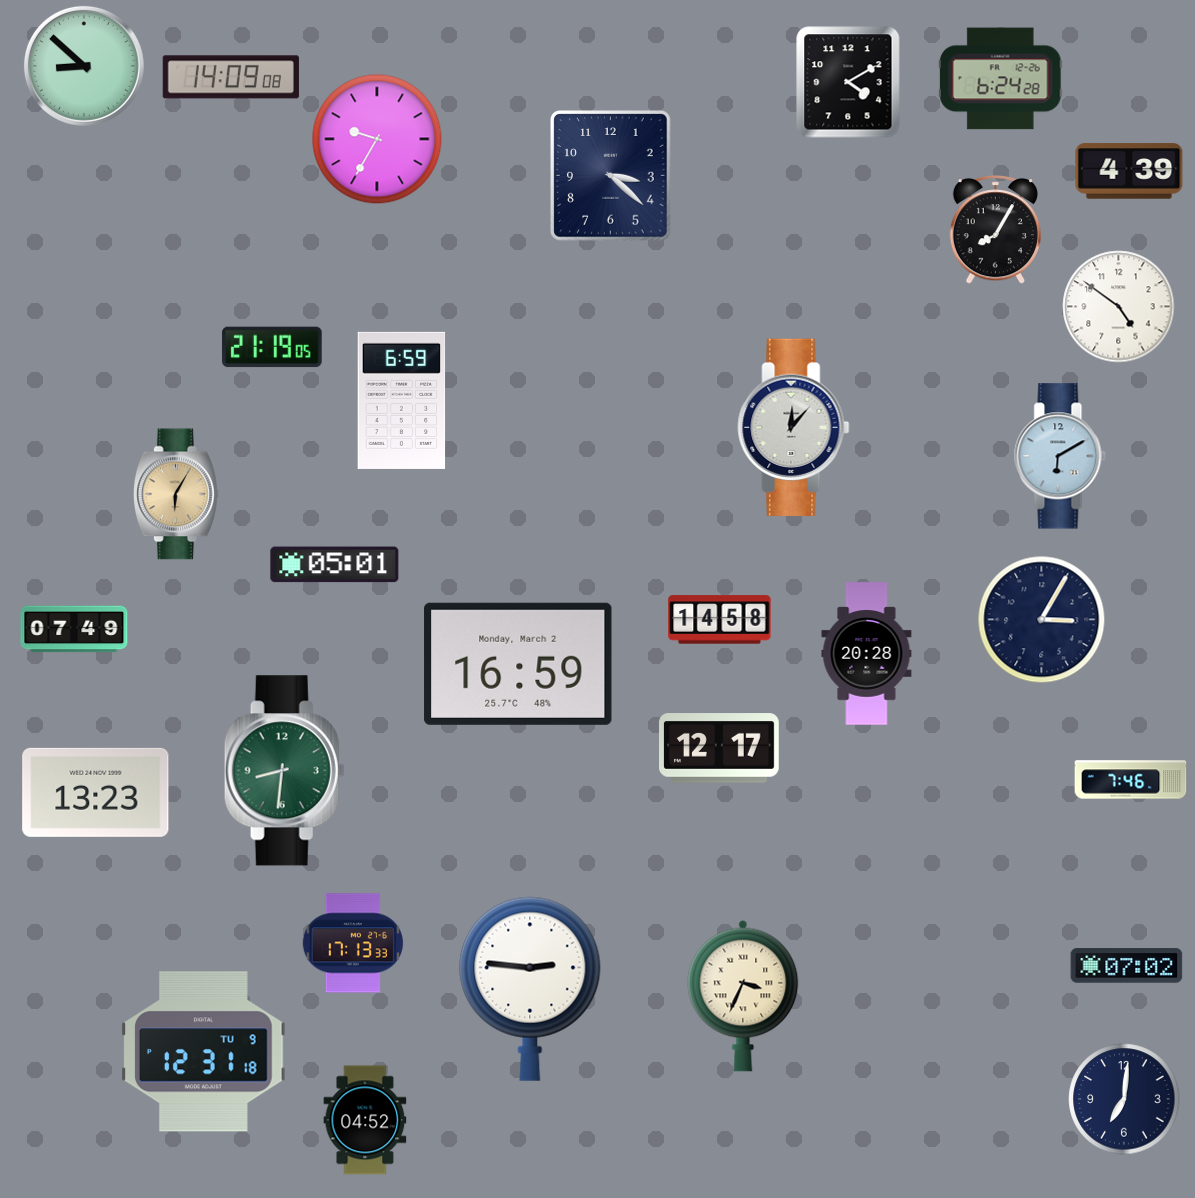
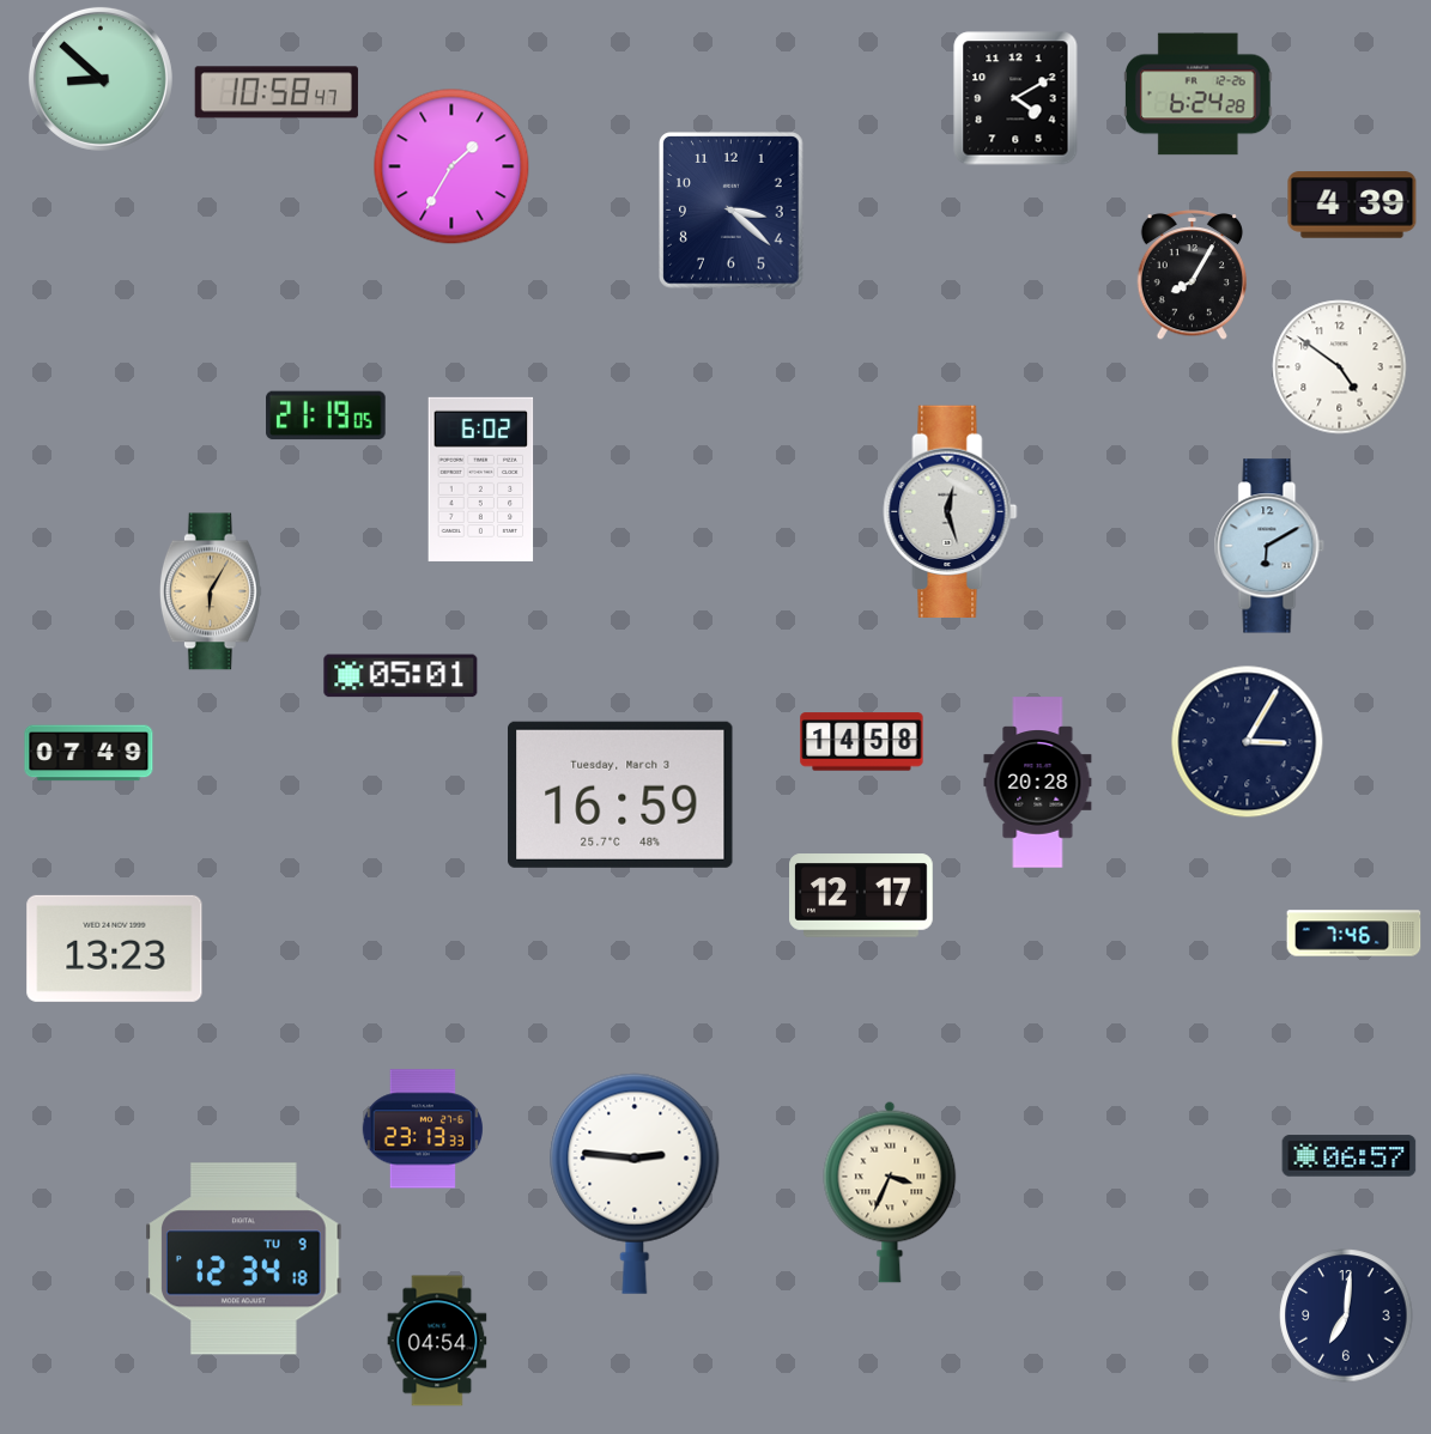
clock at (231, 77): 14:09 -> 10:58
clock at (377, 139): 9:35 -> 1:35
clock at (402, 400): 6:59 -> 6:02
clock at (794, 427): 12:07 -> 12:27
clock at (518, 664) date: Monday, March 2 -> Tuesday, March 3
clock at (284, 771): 8:31 -> none
clock at (353, 943): 17:13 -> 23:13
clock at (1127, 966): 07:02 -> 06:57
clock at (204, 1052): 12:31 -> 12:34
clock at (365, 1120): 04:52 -> 04:54
